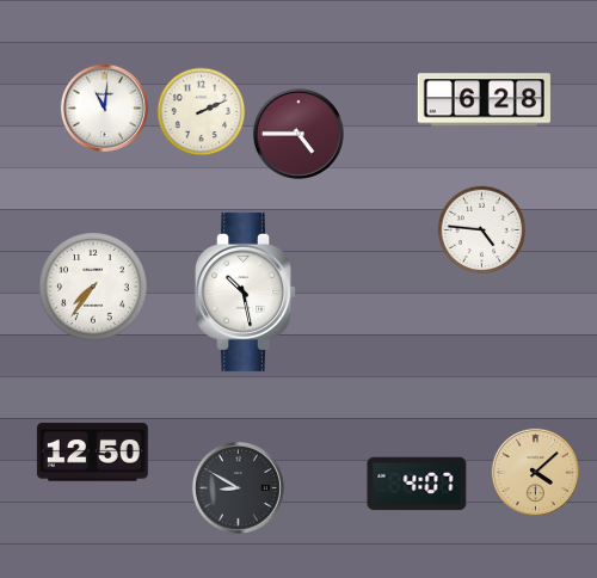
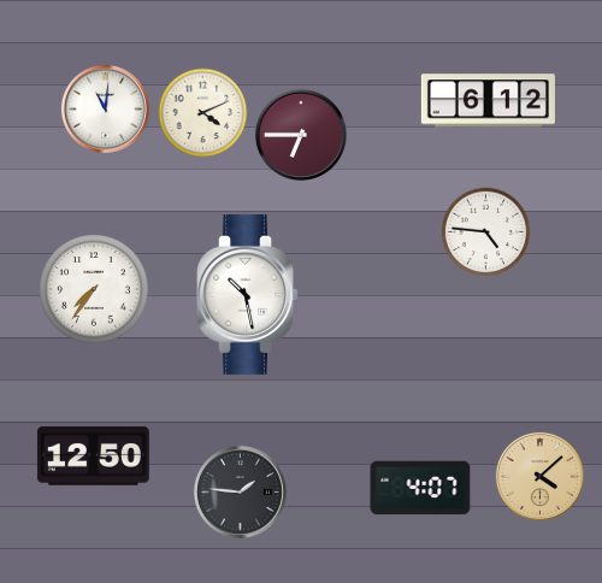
clock at (484, 100): 6:28 -> 6:12
clock at (202, 112): 2:11 -> 4:11
clock at (298, 134): 4:45 -> 6:45
clock at (238, 487): 8:50 -> 1:46
